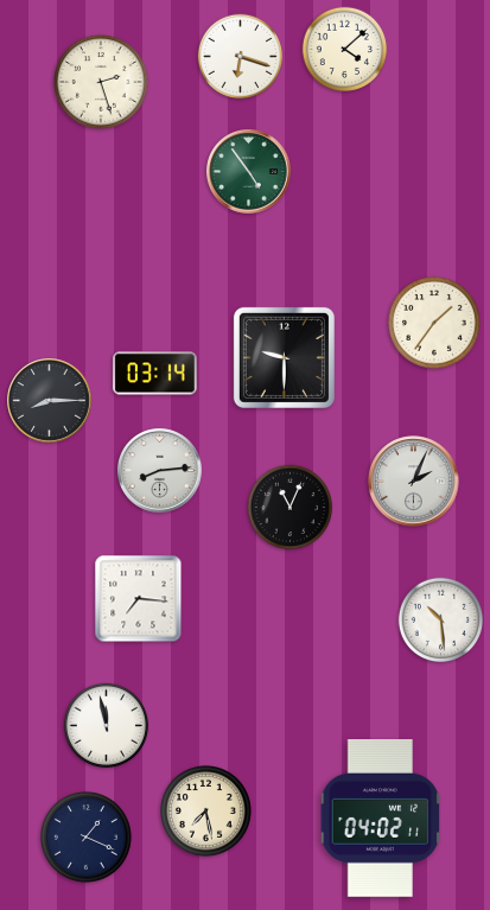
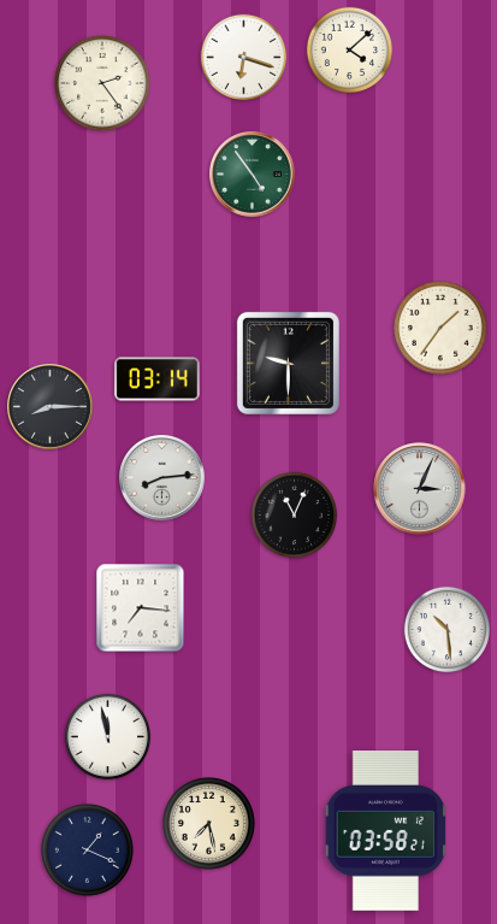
clock at (101, 82): 2:27 -> 2:24
clock at (414, 482): 2:04 -> 3:04
clock at (381, 819): 04:02 -> 03:58
